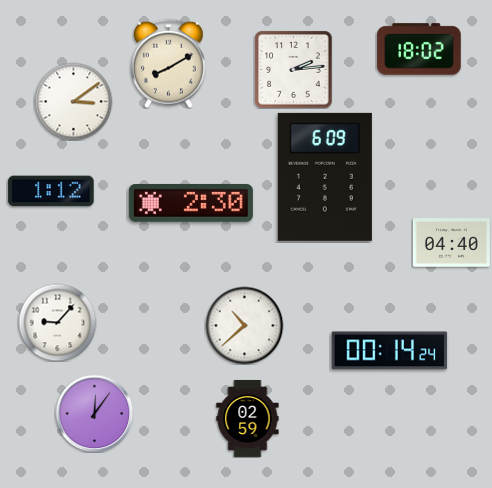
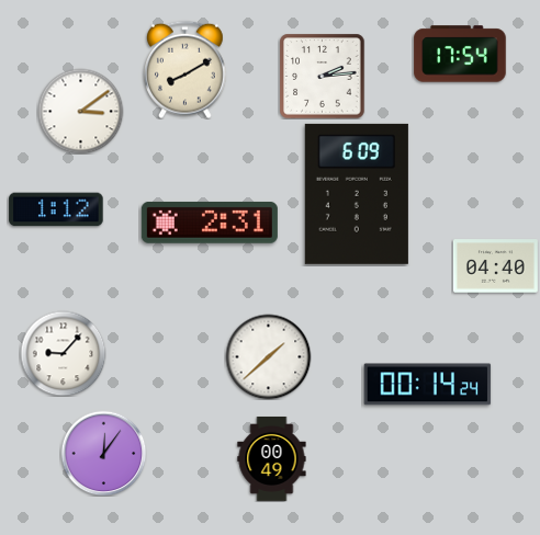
clock at (419, 49): 18:02 -> 17:54
clock at (191, 203): 2:30 -> 2:31
clock at (244, 325): 10:38 -> 1:38
clock at (248, 418): 02:59 -> 00:49
